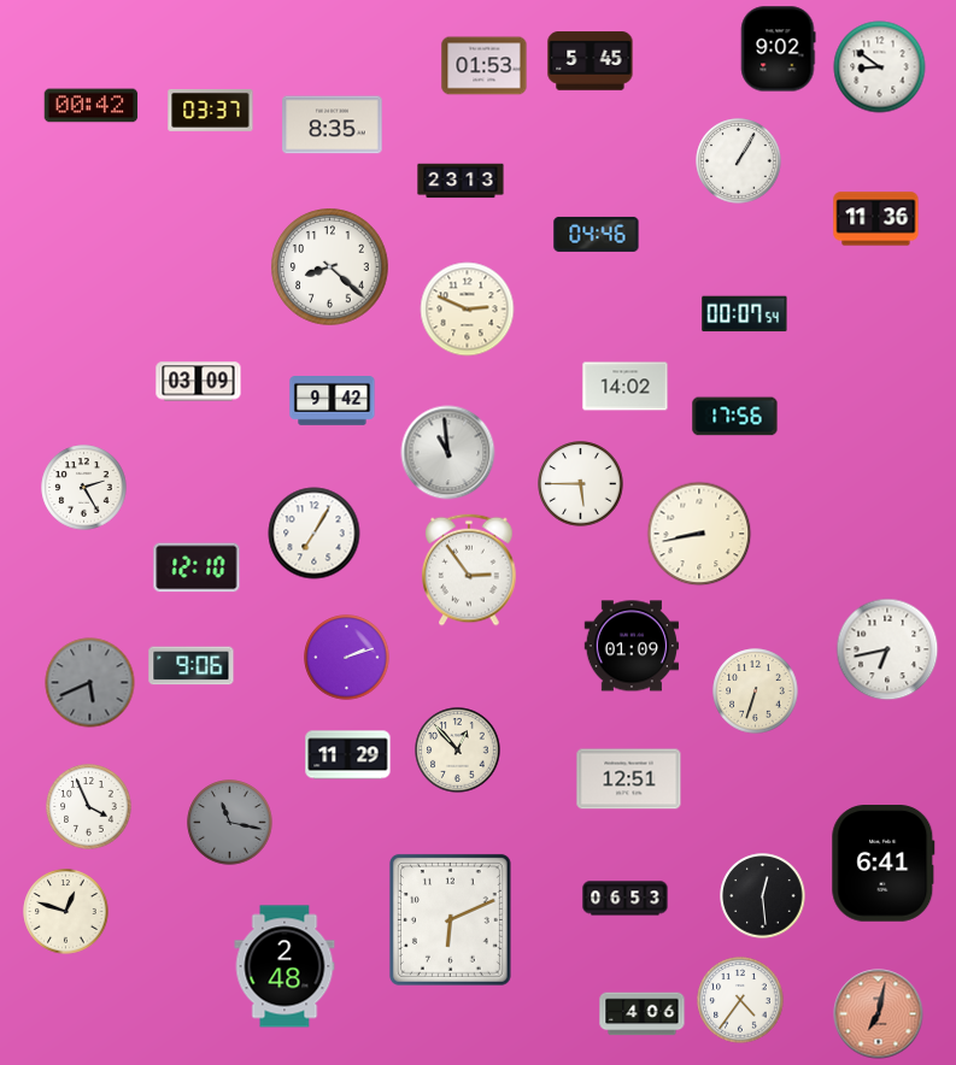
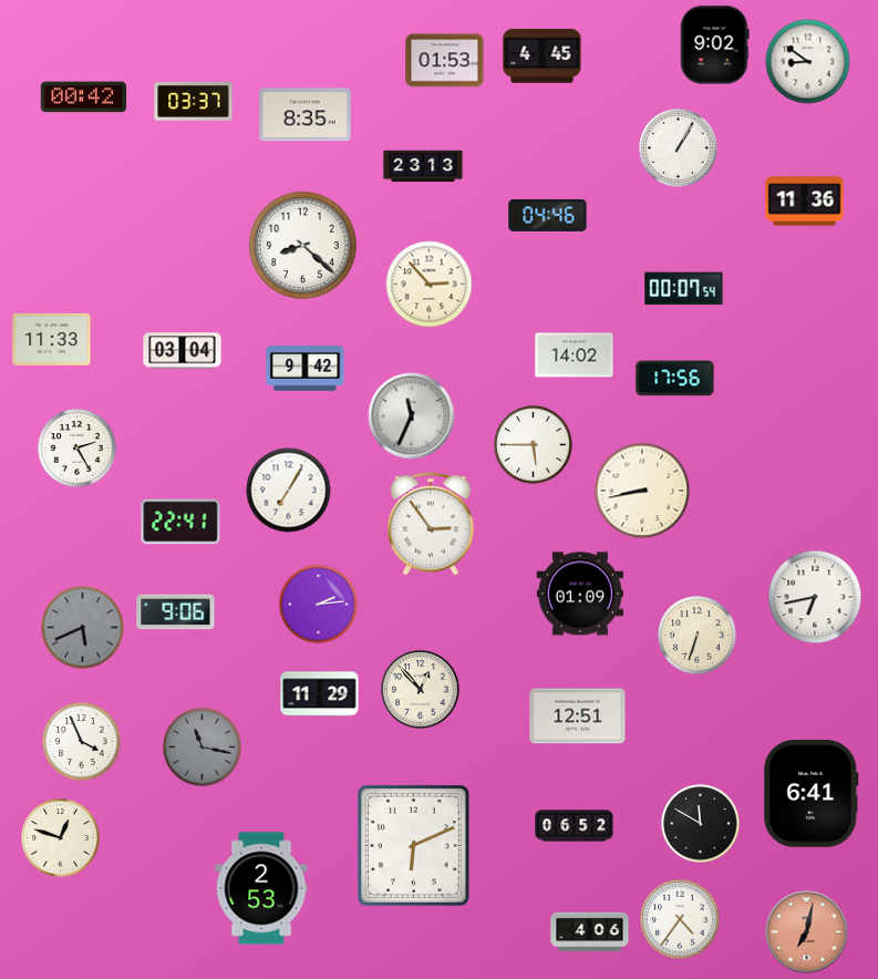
clock at (591, 61): 5:45 -> 4:45
clock at (468, 310): 2:49 -> 2:53
clock at (52, 339): none -> 11:33
clock at (199, 382): 03:09 -> 03:04
clock at (735, 417) position: (735, 417) -> (675, 379)
clock at (448, 453): 10:59 -> 11:34
clock at (197, 567): 12:10 -> 22:41
clock at (347, 658): 2:12 -> 2:14
clock at (756, 692) position: (756, 692) -> (698, 636)
clock at (230, 823) position: (230, 823) -> (203, 748)
clock at (763, 896): 12:29 -> 11:50
clock at (626, 899): 06:53 -> 06:52
clock at (285, 966): 2:48 -> 2:53
